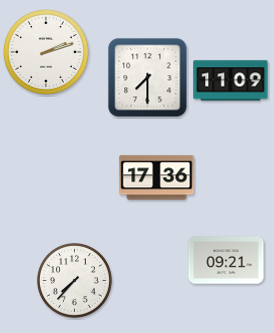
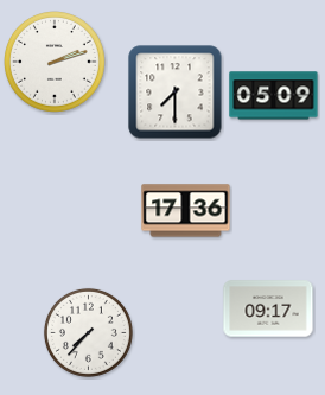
clock at (231, 81): 11:09 -> 05:09
clock at (226, 260): 09:21 -> 09:17
